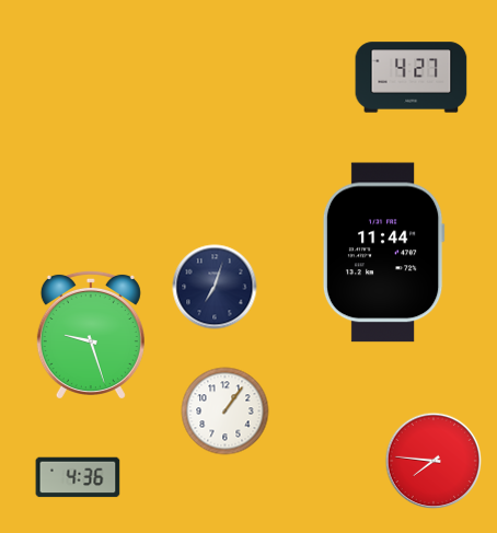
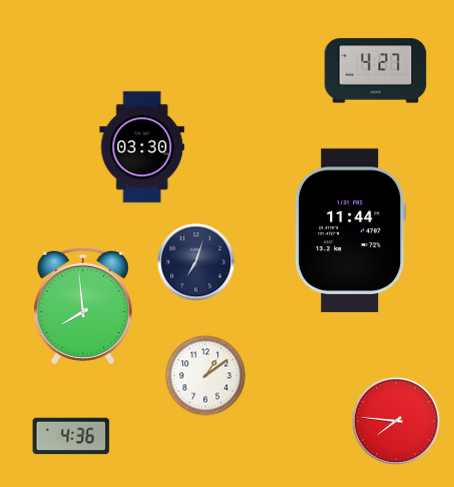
clock at (142, 147): none -> 03:30
clock at (91, 334): 9:27 -> 7:59
clock at (226, 412): 1:06 -> 1:09
